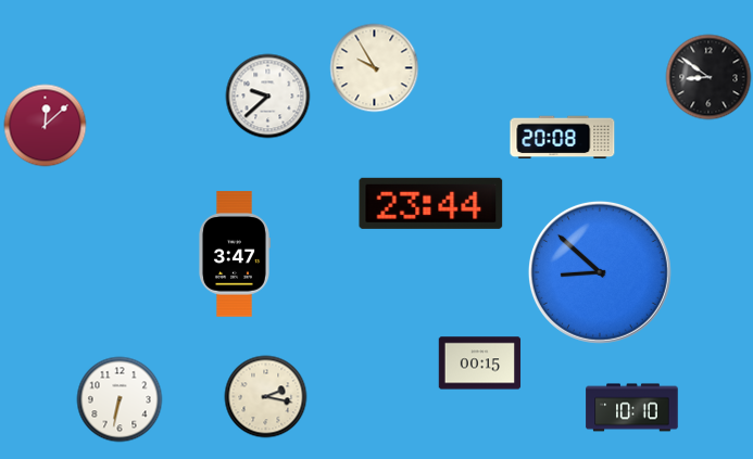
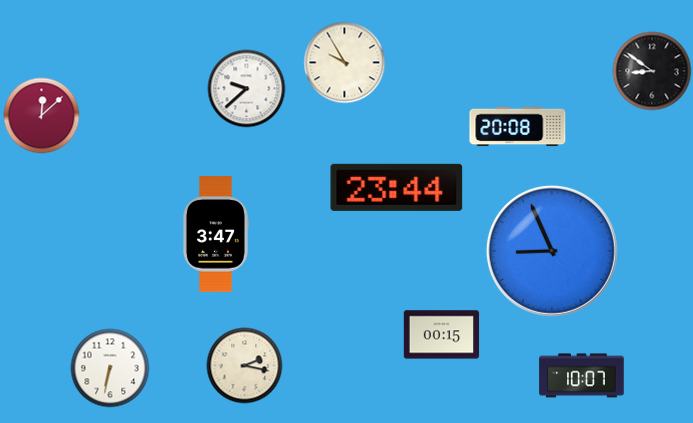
clock at (600, 272): 8:52 -> 8:56
clock at (632, 408): 10:10 -> 10:07
